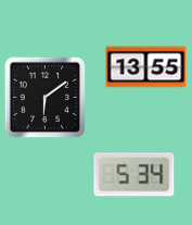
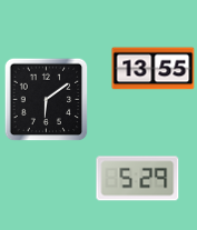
clock at (146, 67) position: (146, 67) -> (154, 69)
clock at (135, 175): 5:34 -> 5:29
